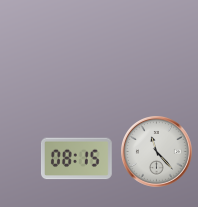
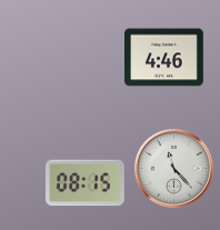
clock at (164, 58): none -> 4:46
clock at (76, 159) position: (76, 159) -> (84, 183)
